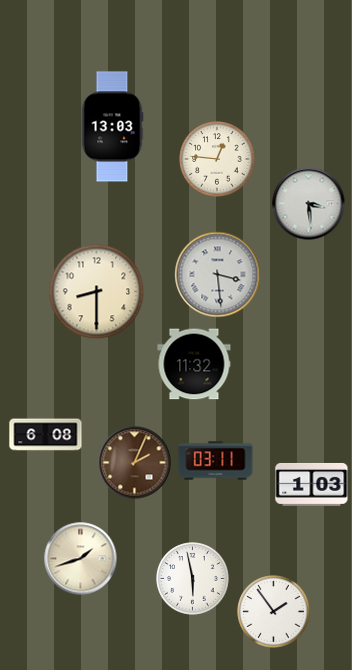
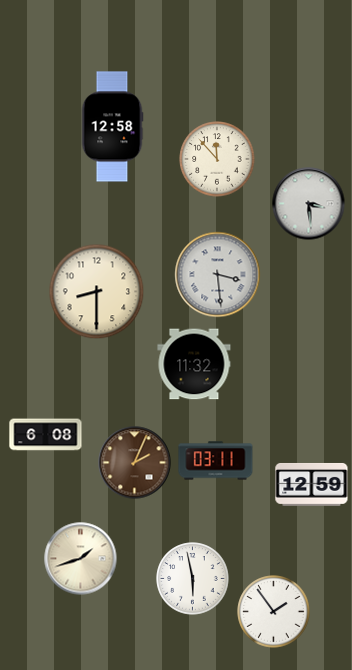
clock at (112, 127): 13:03 -> 12:58
clock at (217, 159): 12:46 -> 11:53
clock at (312, 484): 1:03 -> 12:59
